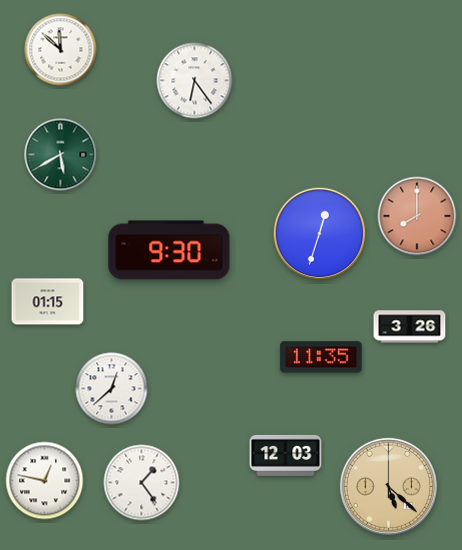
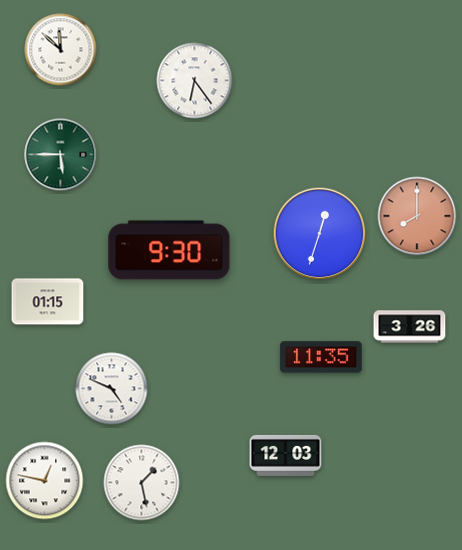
clock at (61, 155): 5:40 -> 5:45
clock at (112, 389): 12:38 -> 4:49
clock at (142, 483): 1:24 -> 1:28
clock at (388, 486): 5:22 -> none
